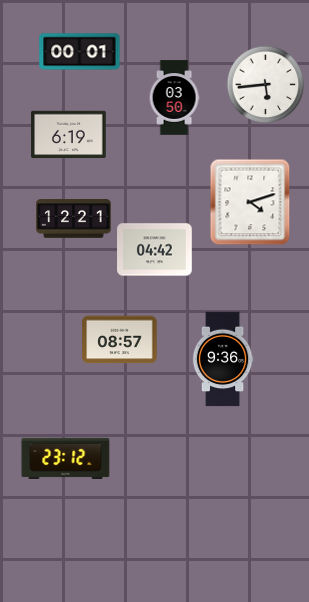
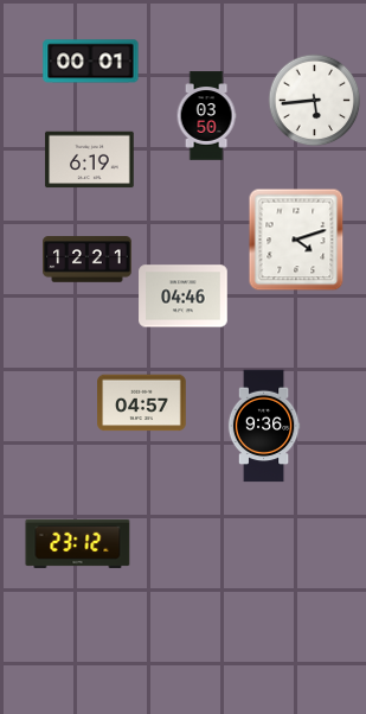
clock at (80, 52) position: (80, 52) -> (91, 62)
clock at (69, 135) position: (69, 135) -> (90, 160)
clock at (155, 250): 04:42 -> 04:46
clock at (120, 340): 08:57 -> 04:57
